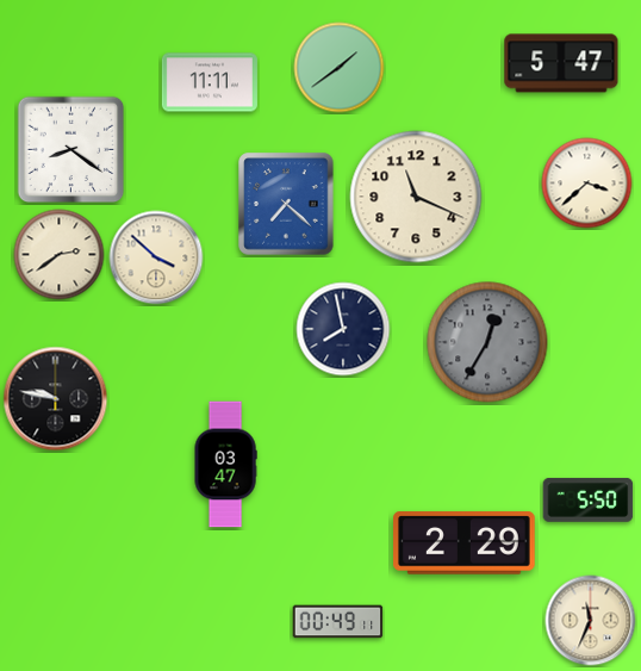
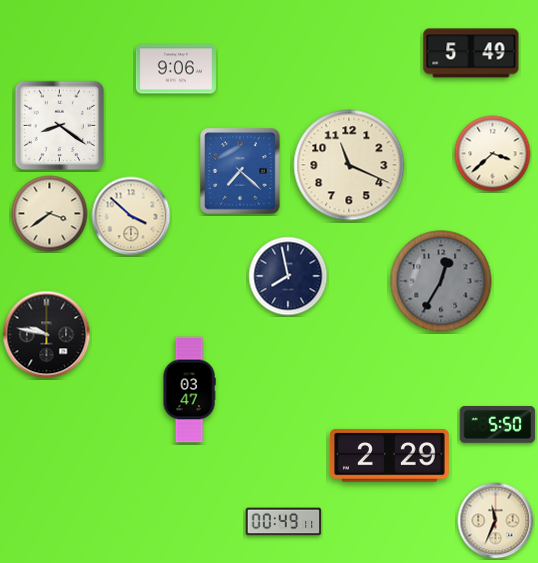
clock at (561, 63): 5:47 -> 5:49
clock at (340, 68): 1:39 -> none
clock at (210, 82): 11:11 -> 9:06
clock at (60, 255): 2:39 -> 3:39
clock at (487, 342) position: (487, 342) -> (441, 281)
clock at (589, 501) position: (589, 501) -> (498, 425)
